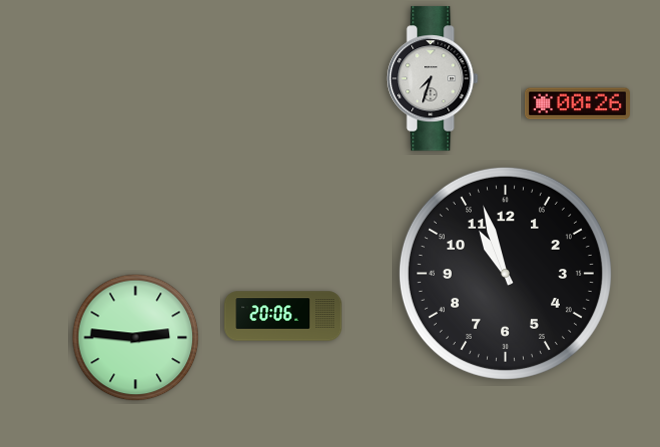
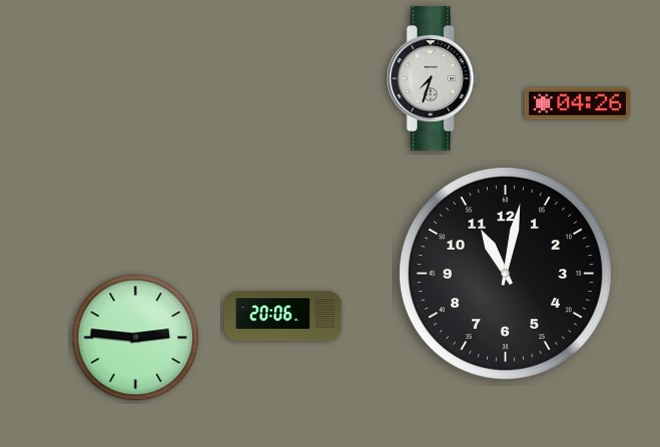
clock at (577, 104): 00:26 -> 04:26
clock at (505, 273): 10:57 -> 11:02
